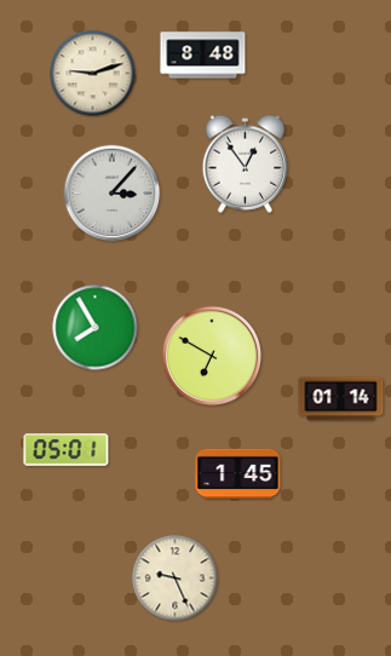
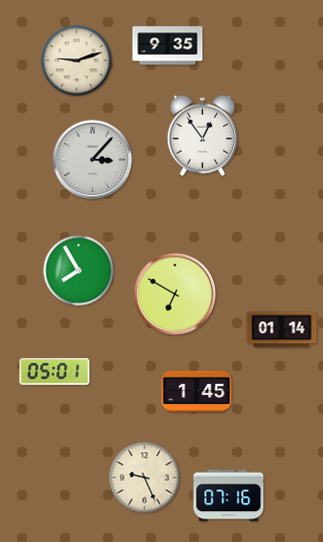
clock at (203, 56): 8:48 -> 9:35
clock at (229, 496): none -> 07:16
